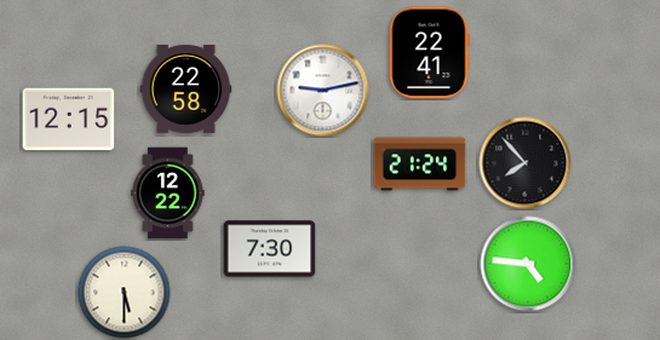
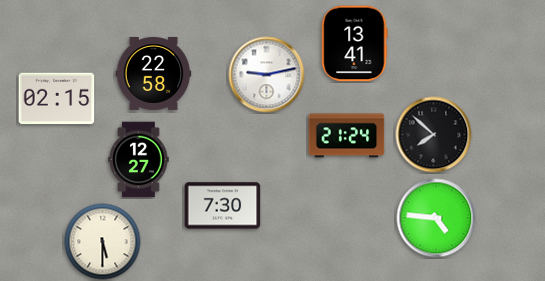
clock at (430, 53): 22:41 -> 13:41
clock at (69, 120): 12:15 -> 02:15
clock at (526, 163): 7:53 -> 7:52
clock at (168, 194): 12:22 -> 12:27
